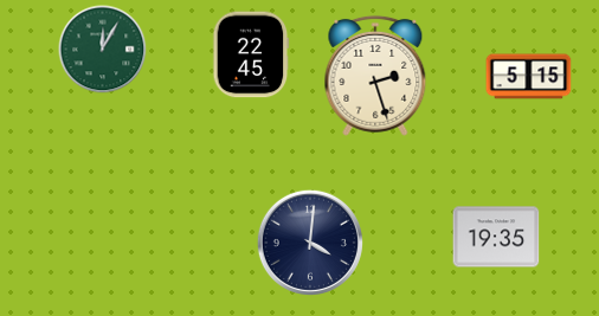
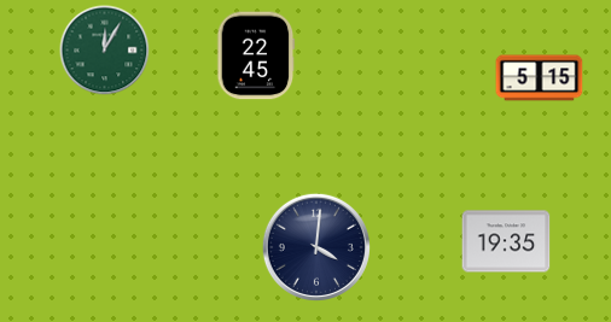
clock at (375, 76): 2:27 -> none
